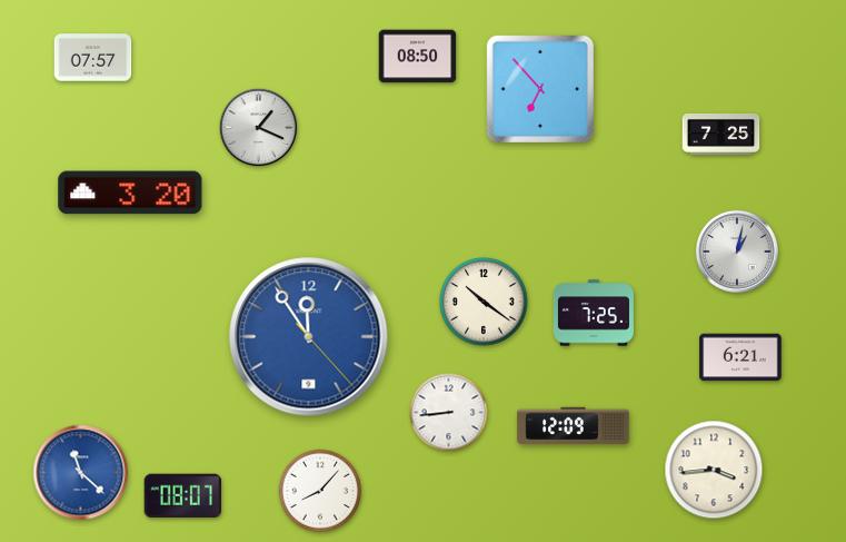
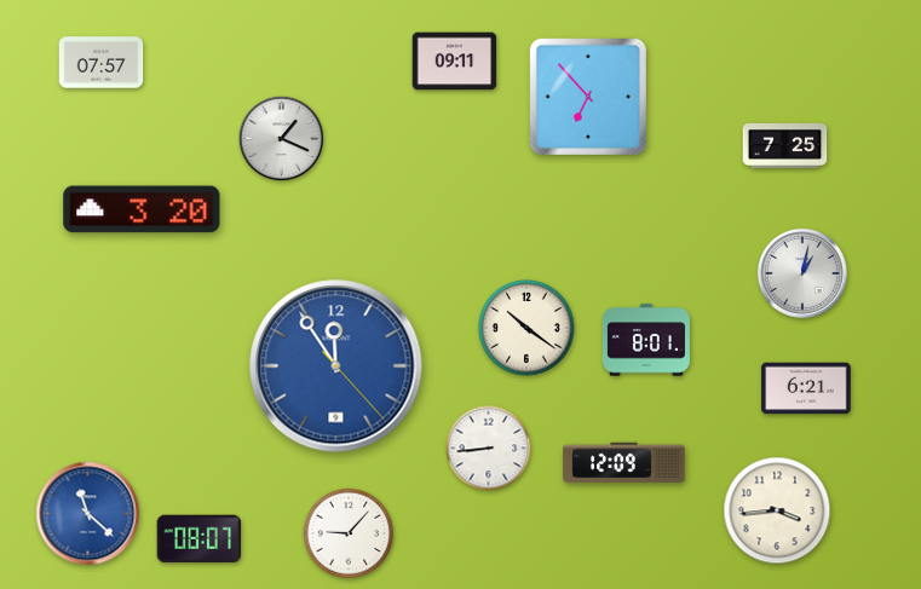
clock at (418, 57): 08:50 -> 09:11
clock at (594, 313): 7:25 -> 8:01
clock at (320, 491): 8:07 -> 9:07
